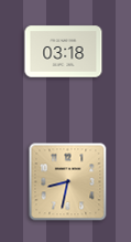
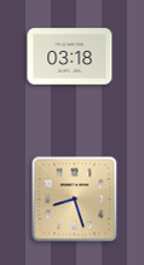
clock at (68, 182): 8:32 -> 8:27
